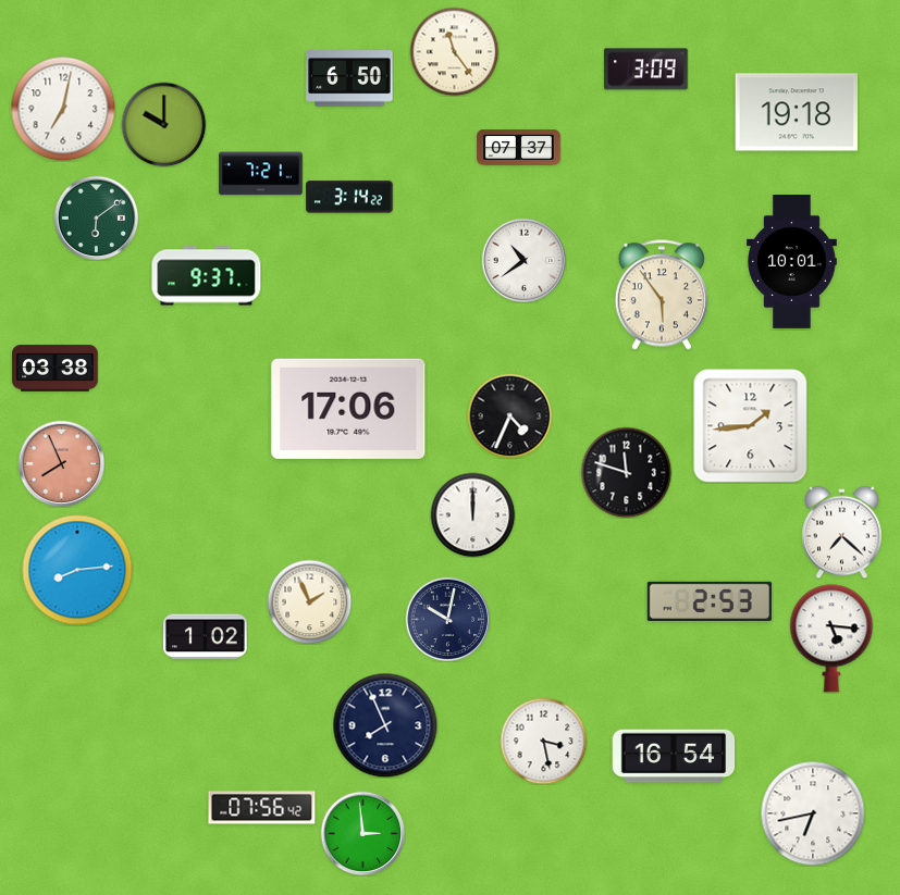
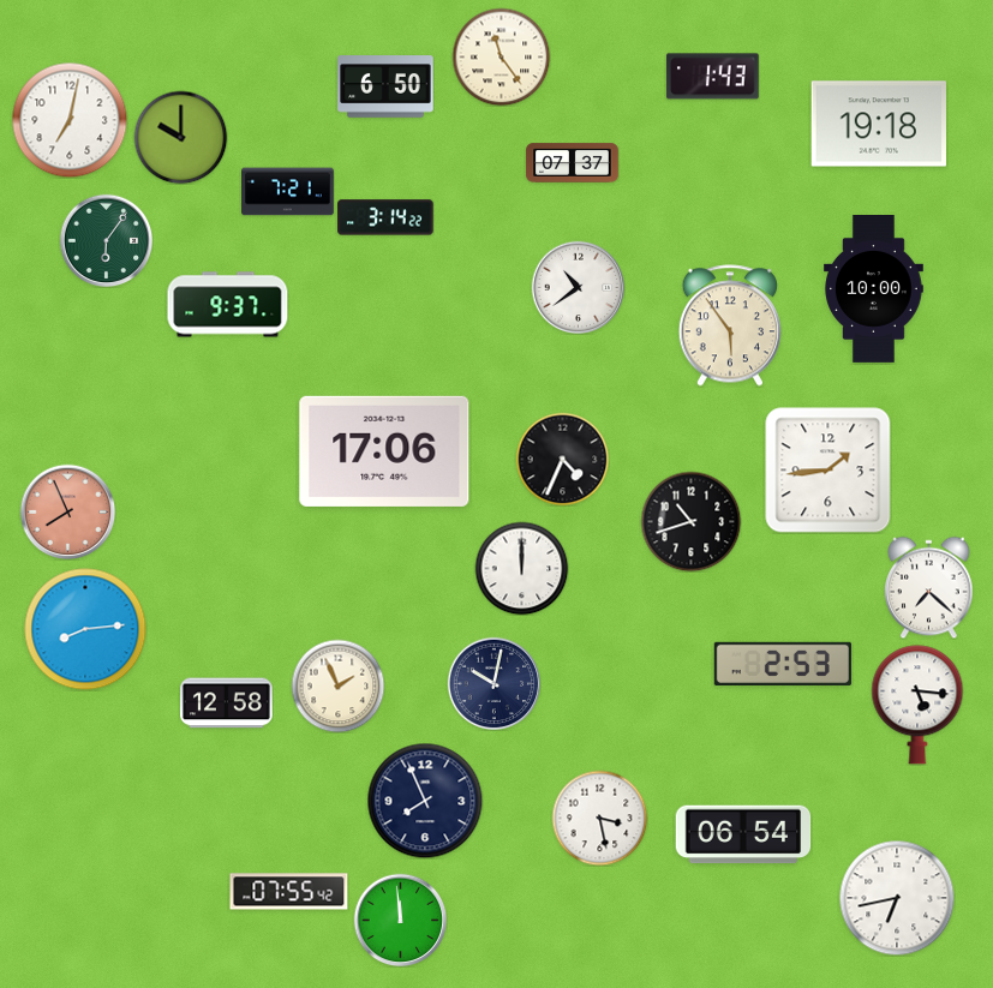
clock at (646, 70): 3:09 -> 1:43
clock at (96, 217): 6:09 -> 6:06
clock at (792, 262): 10:01 -> 10:00
clock at (56, 369): 03:38 -> none
clock at (626, 472): 11:48 -> 10:42
clock at (309, 601) position: (309, 601) -> (337, 685)
clock at (206, 637): 1:02 -> 12:58
clock at (674, 756): 16:54 -> 06:54
clock at (262, 808): 07:56 -> 07:55
clock at (362, 833): 2:59 -> 11:59
